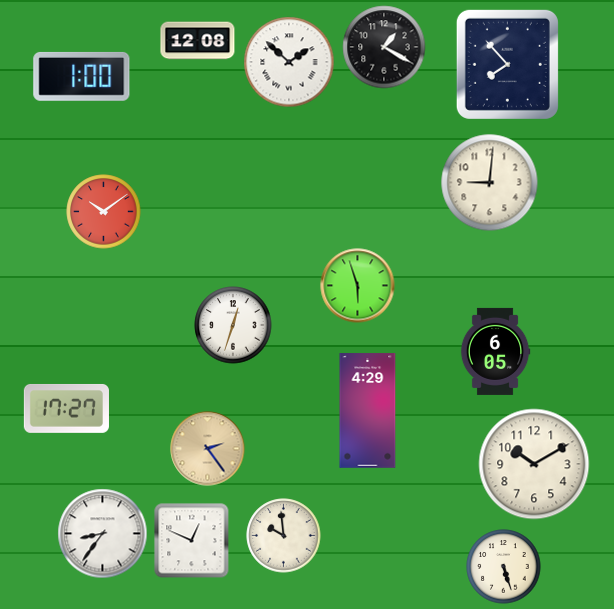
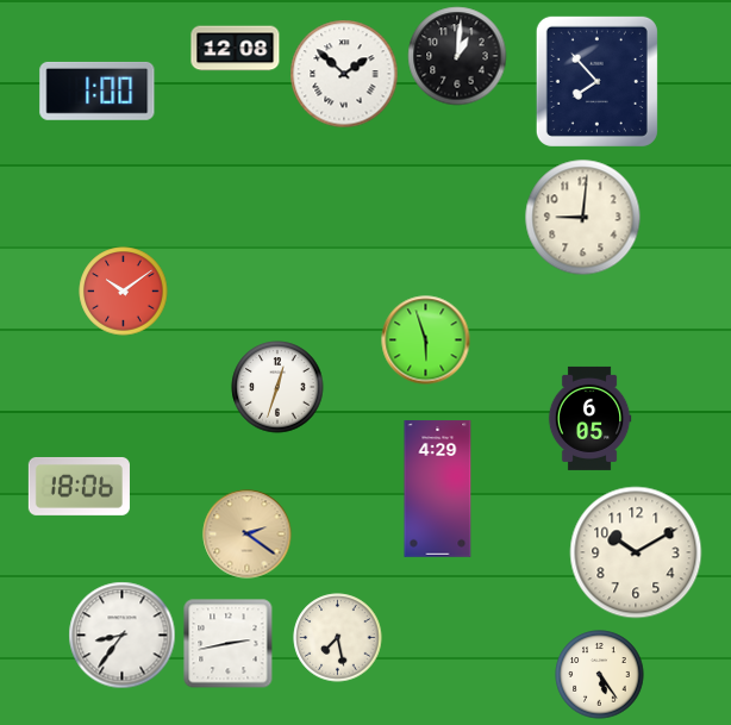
clock at (384, 47): 1:20 -> 1:01
clock at (507, 64) position: (507, 64) -> (596, 81)
clock at (104, 212) position: (104, 212) -> (124, 292)
clock at (66, 408): 17:27 -> 18:06
clock at (208, 449): 2:24 -> 2:21
clock at (284, 536): 9:59 -> 7:28
clock at (192, 541): 12:49 -> 2:43
clock at (504, 567): 5:27 -> 5:24
